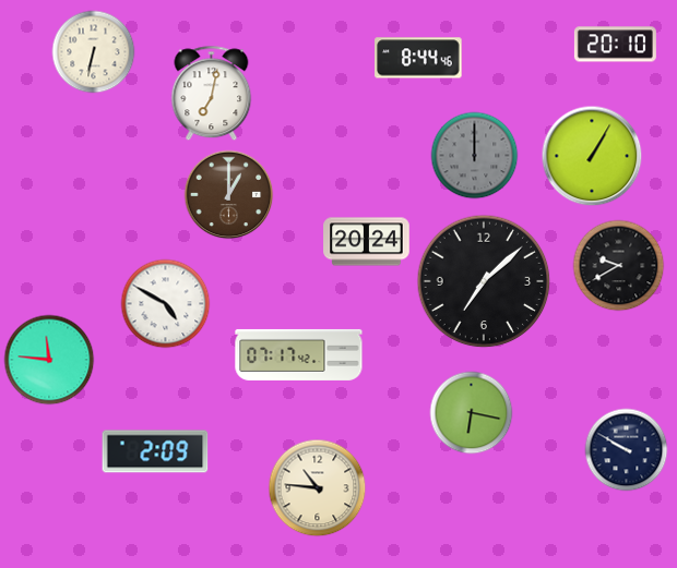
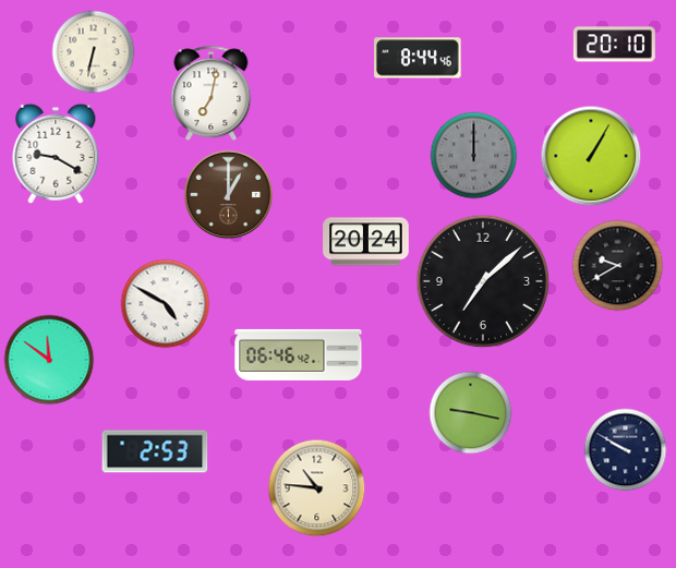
clock at (56, 154): none -> 9:20
clock at (299, 354): 07:17 -> 06:46
clock at (49, 360): 11:46 -> 11:51
clock at (472, 413): 6:17 -> 9:17
clock at (155, 451): 2:09 -> 2:53
